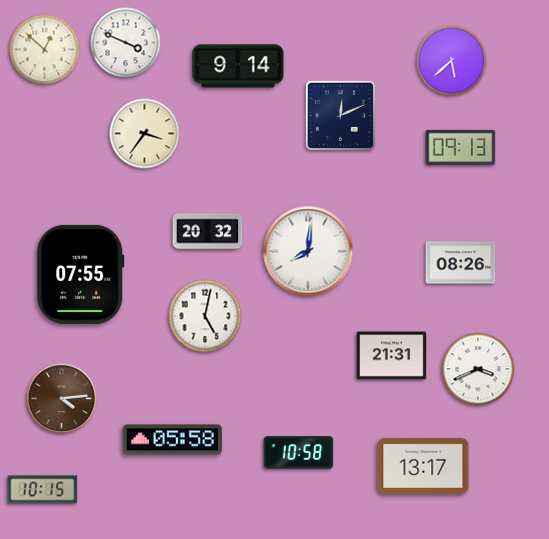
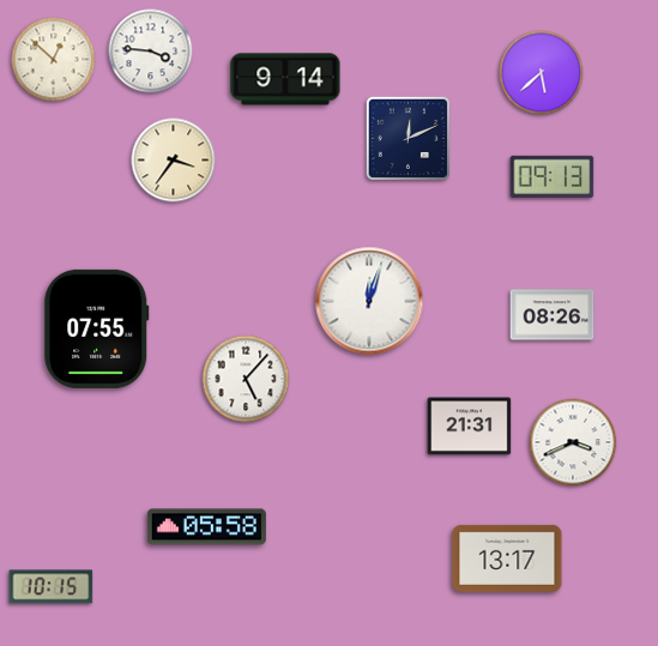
clock at (126, 43): 3:49 -> 3:46
clock at (208, 232): 20:32 -> none
clock at (308, 251): 8:01 -> 12:03
clock at (205, 316): 5:02 -> 5:07
clock at (62, 399): 4:14 -> none
clock at (299, 453): 10:58 -> none
